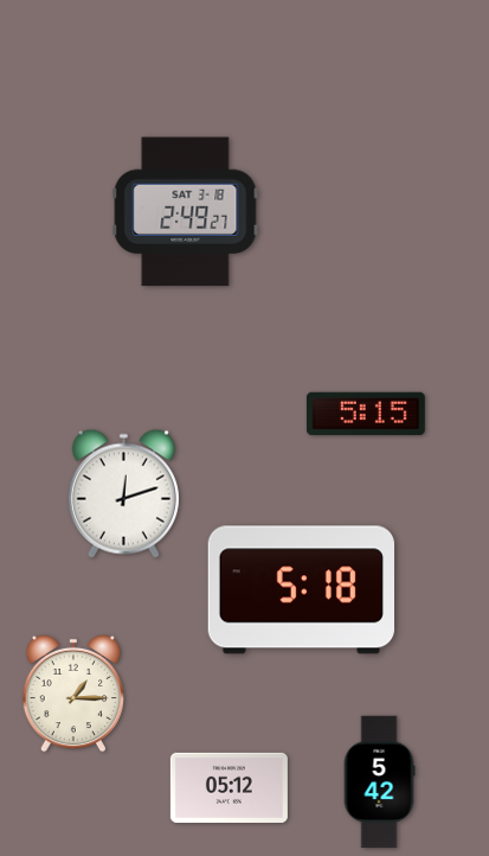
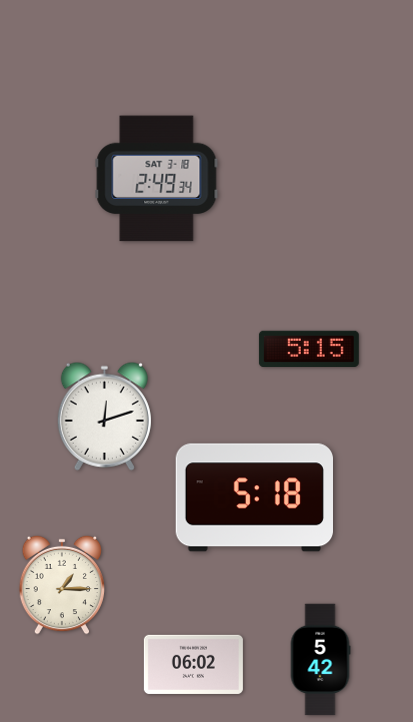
clock at (186, 212): 2:49:27 -> 2:49:34
clock at (229, 787): 05:12 -> 06:02
